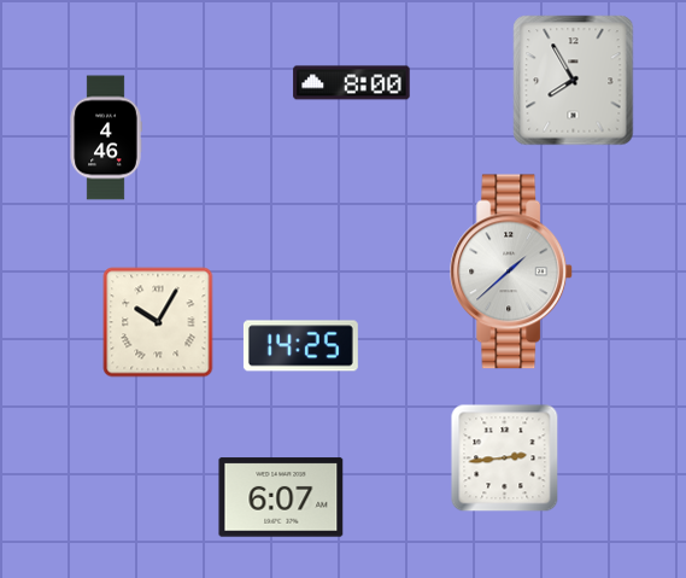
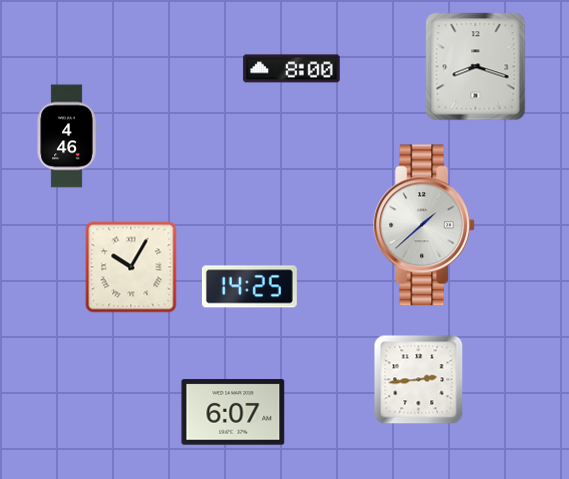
clock at (574, 81): 7:55 -> 8:18
clock at (106, 138) position: (106, 138) -> (67, 136)
